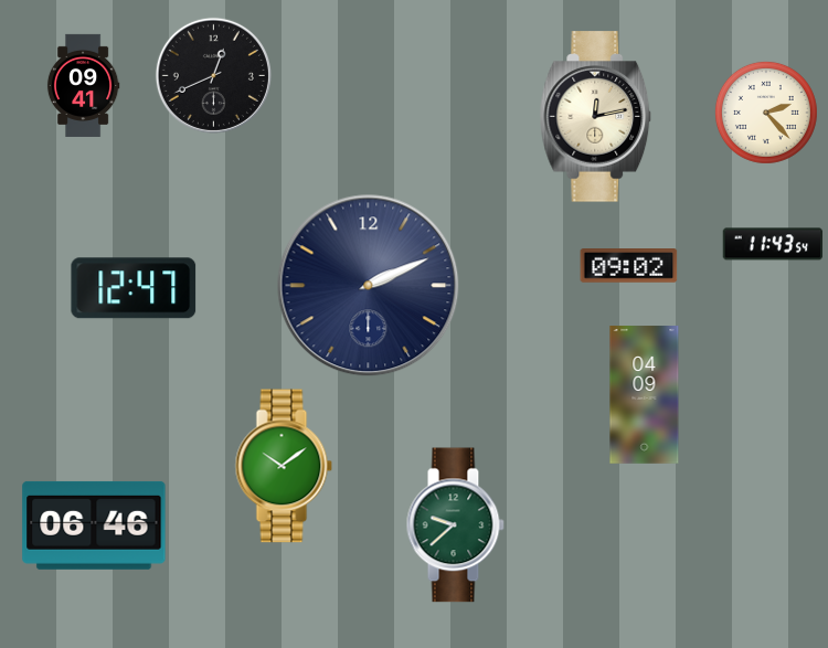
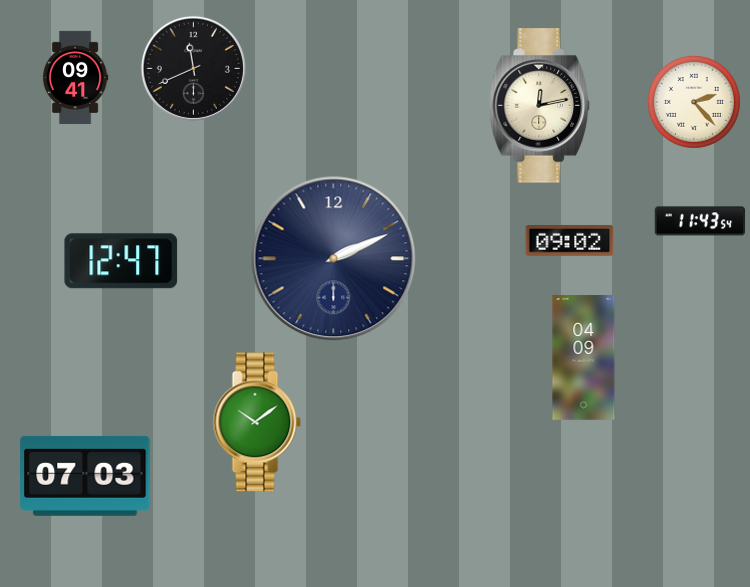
clock at (213, 75): 12:41 -> 11:41
clock at (94, 525): 06:46 -> 07:03
clock at (455, 525): 9:38 -> none
